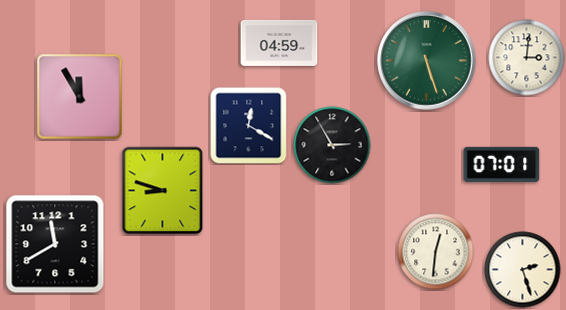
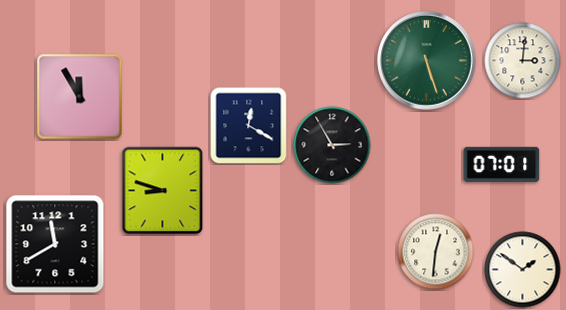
clock at (279, 43): 04:59 -> none
clock at (527, 58) position: (527, 58) -> (523, 61)
clock at (523, 270): 2:27 -> 1:51
